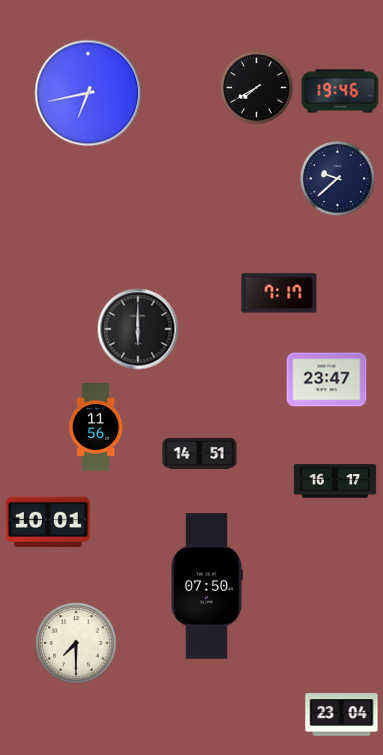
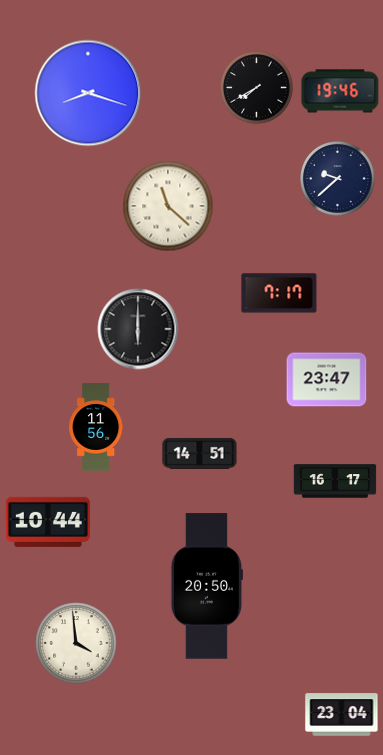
clock at (88, 93): 6:43 -> 8:18
clock at (168, 206): none -> 11:22
clock at (48, 522): 10:01 -> 10:44
clock at (207, 586): 07:50 -> 20:50
clock at (76, 643): 7:30 -> 3:59
